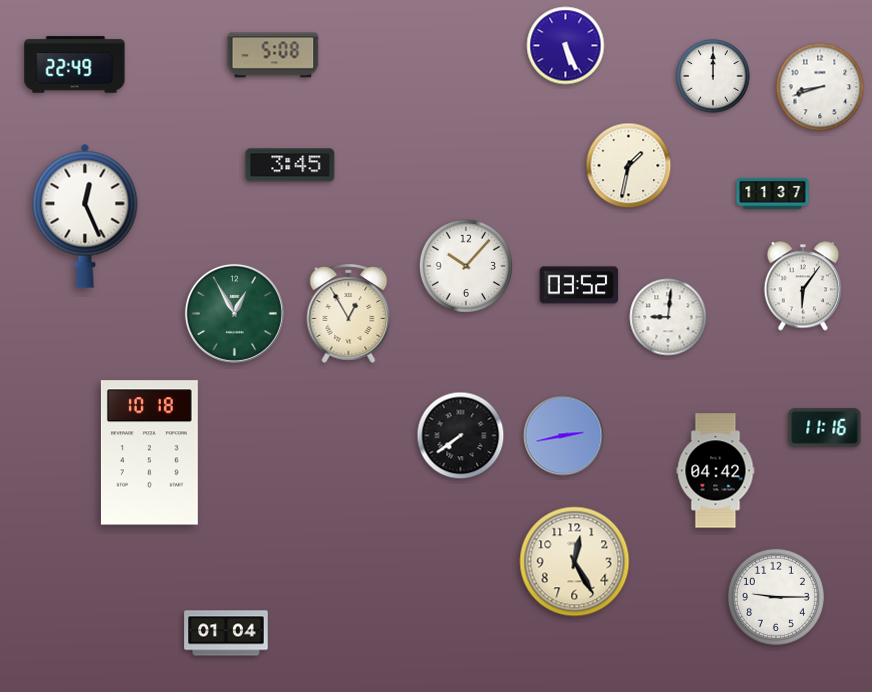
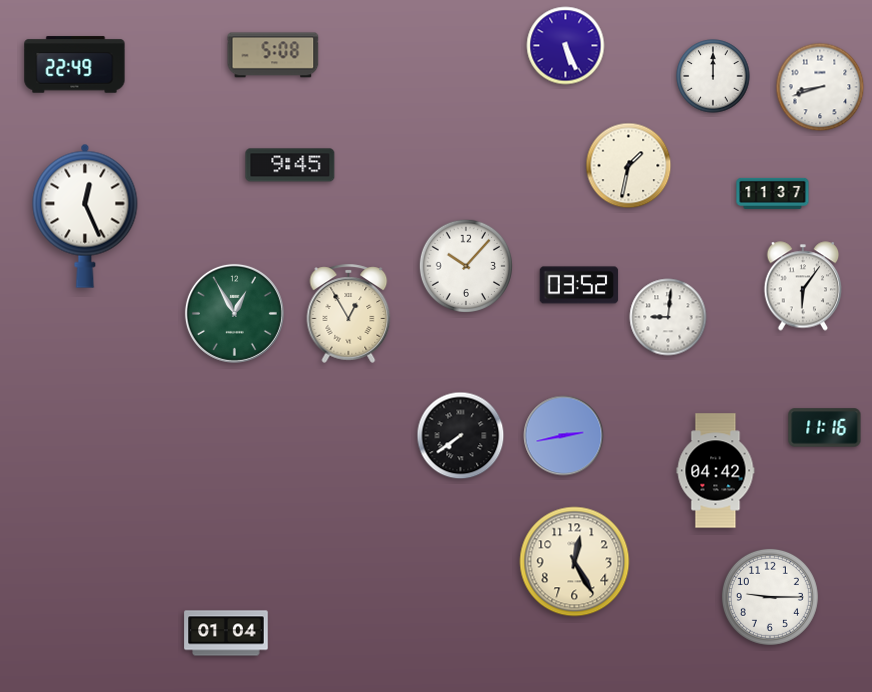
clock at (290, 165): 3:45 -> 9:45
clock at (149, 453): 10:18 -> none
clock at (776, 597) position: (776, 597) -> (770, 597)
